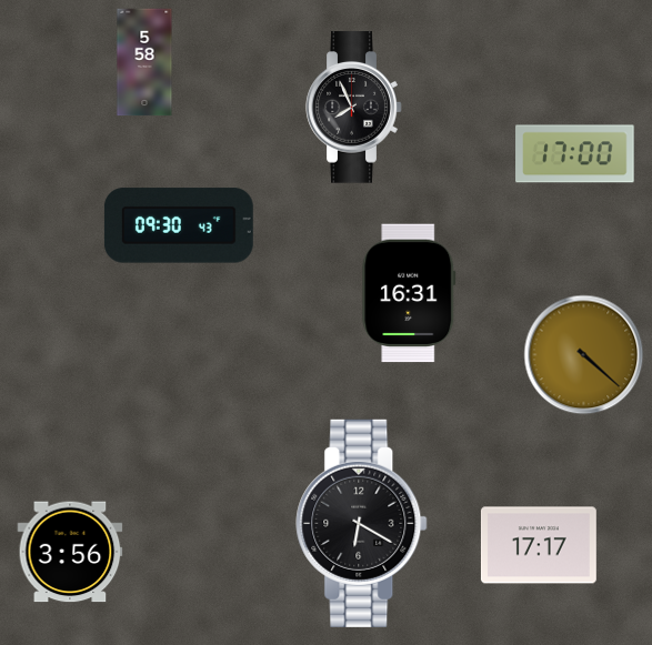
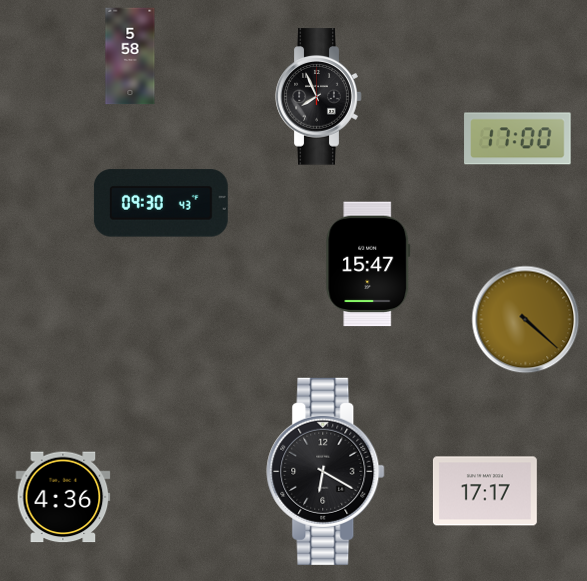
clock at (409, 293): 16:31 -> 15:47
clock at (70, 552): 3:56 -> 4:36
